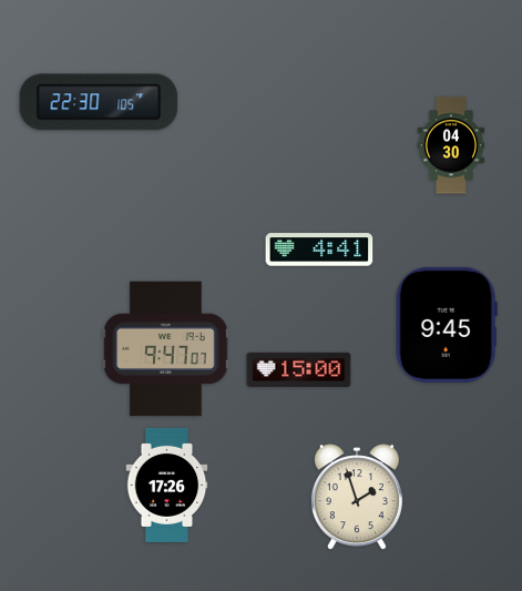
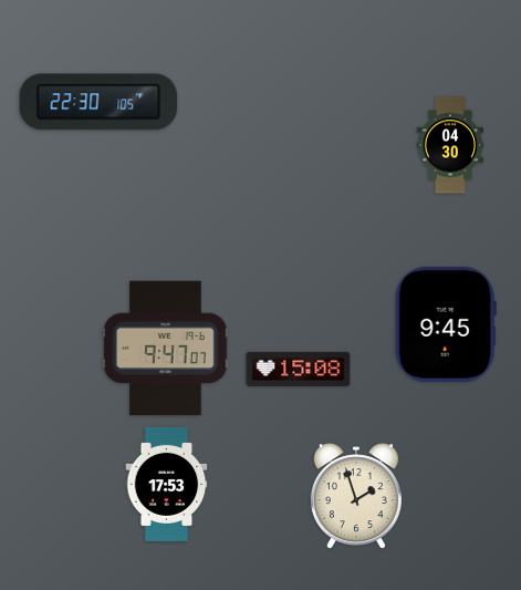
clock at (319, 249): 4:41 -> none
clock at (299, 369): 15:00 -> 15:08
clock at (167, 485): 17:26 -> 17:53
